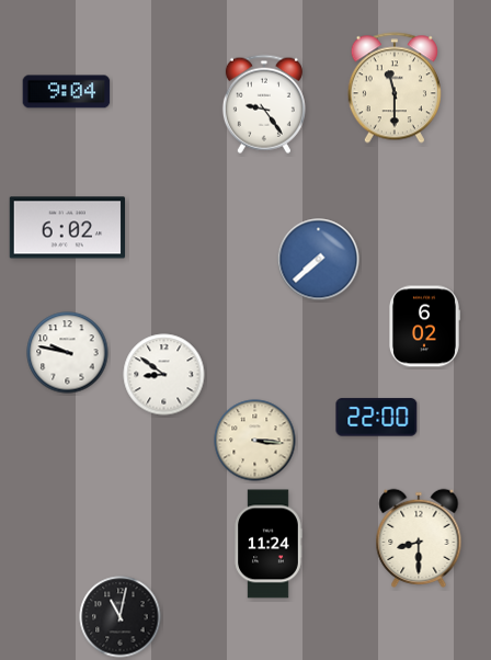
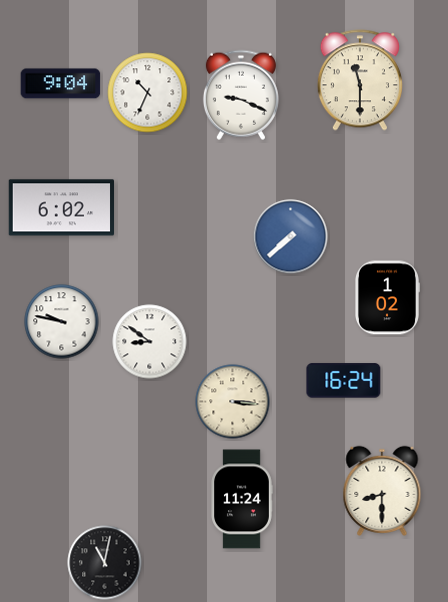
clock at (148, 93): none -> 10:34
clock at (264, 104): 9:24 -> 9:19
clock at (424, 327): 6:02 -> 1:02
clock at (377, 418): 22:00 -> 16:24
clock at (269, 544) position: (269, 544) -> (242, 499)
clock at (121, 617) position: (121, 617) -> (105, 563)
